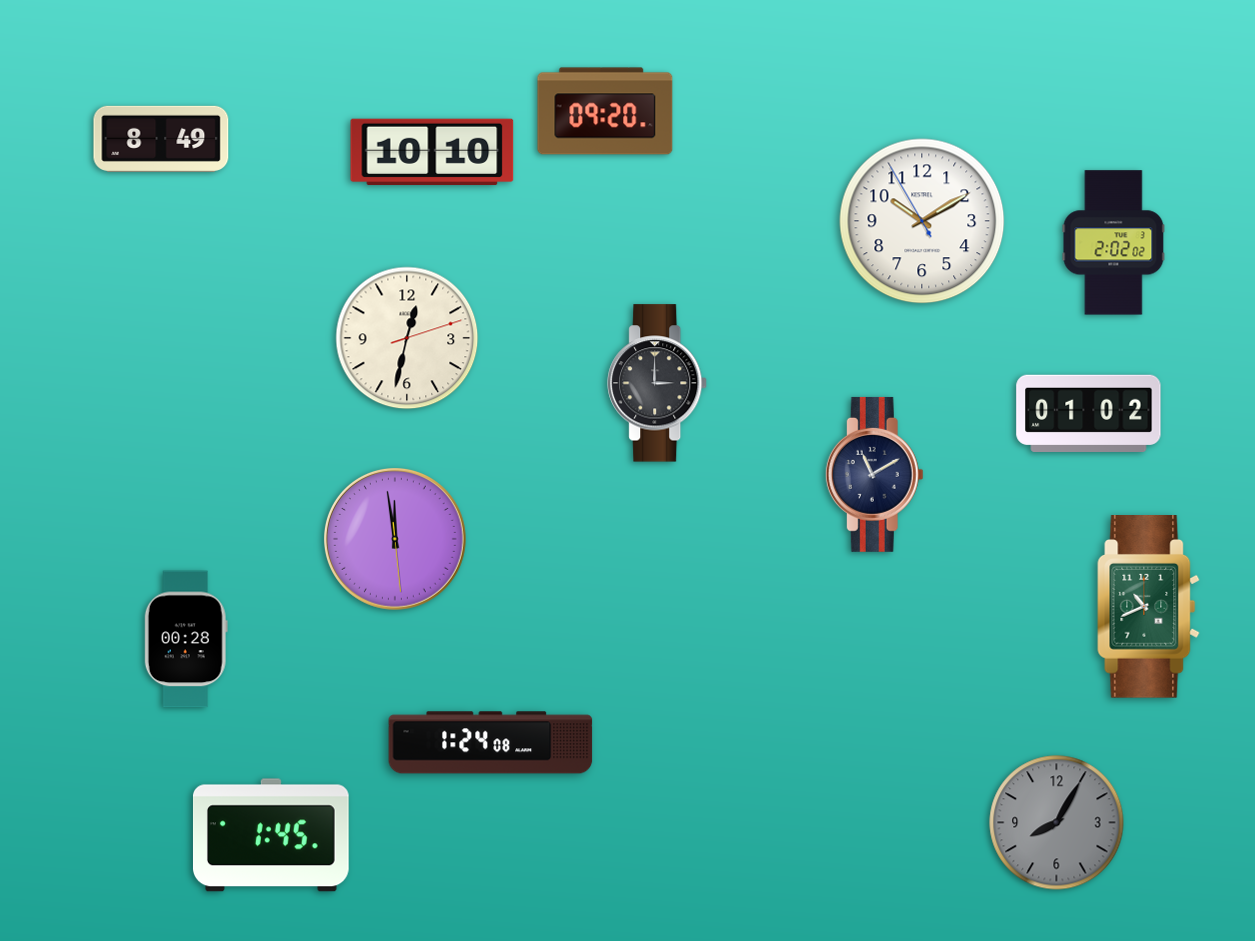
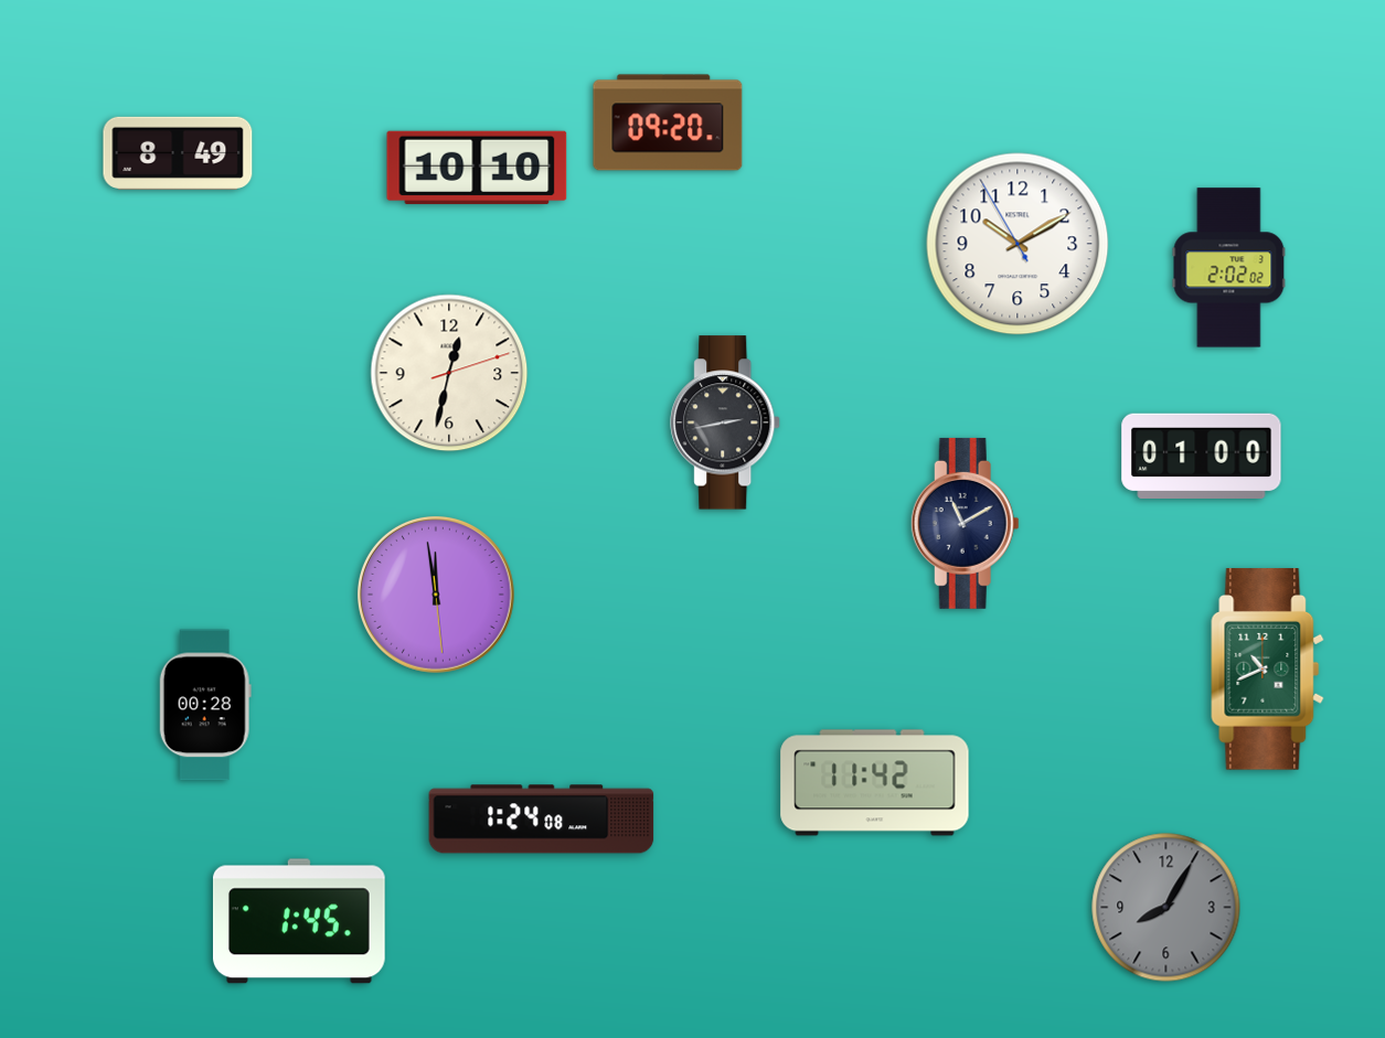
clock at (658, 383): 3:00 -> 2:43
clock at (1089, 413): 01:02 -> 01:00
clock at (875, 783): none -> 11:42
